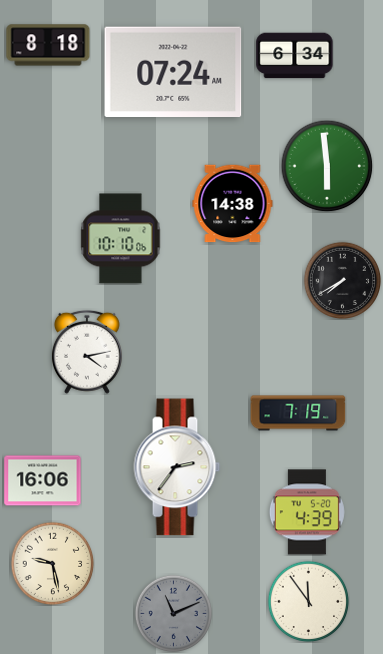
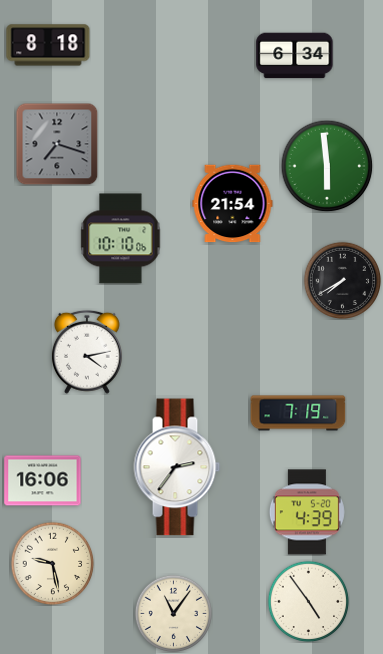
clock at (173, 71): 07:24 -> none
clock at (57, 144): none -> 7:18
clock at (233, 204): 14:38 -> 21:54
clock at (308, 601): 11:54 -> 4:54
clock at (173, 613): 11:11 -> 11:06
clock at (173, 613) dial: grey -> cream
